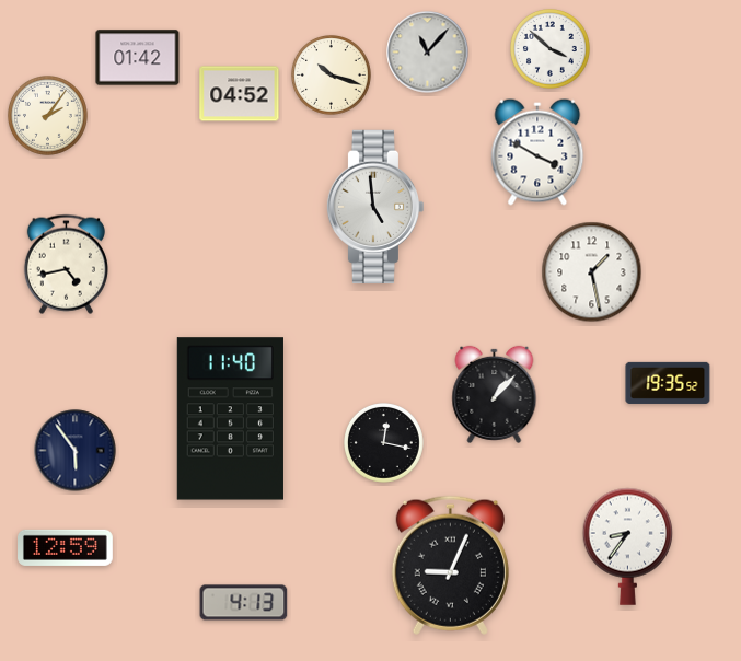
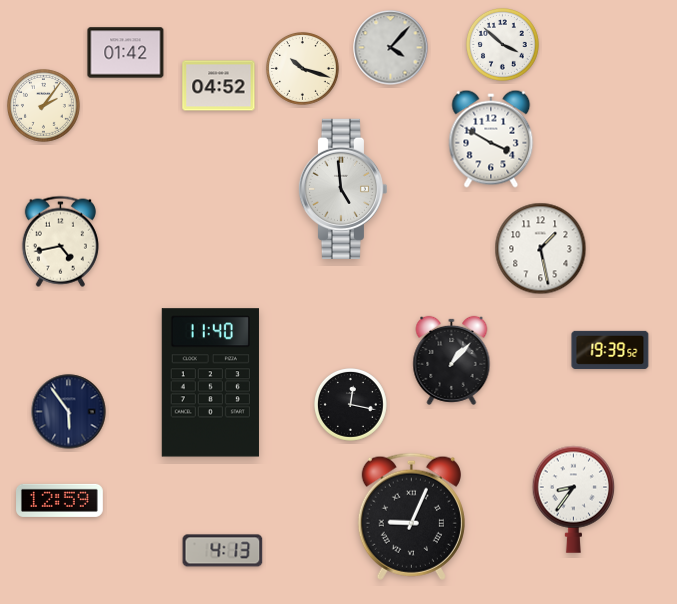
clock at (428, 53): 11:07 -> 4:07
clock at (668, 383): 19:35 -> 19:39
